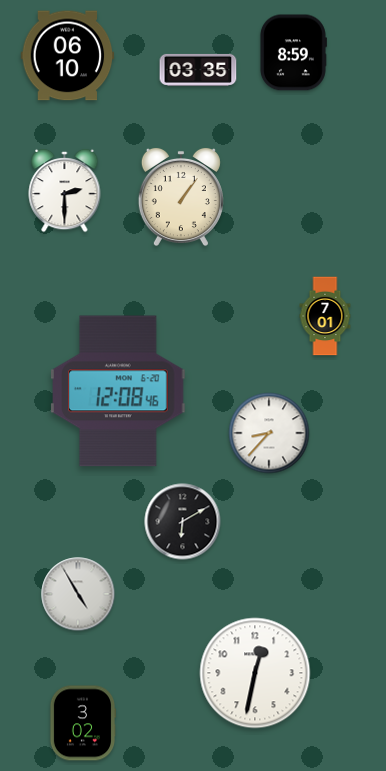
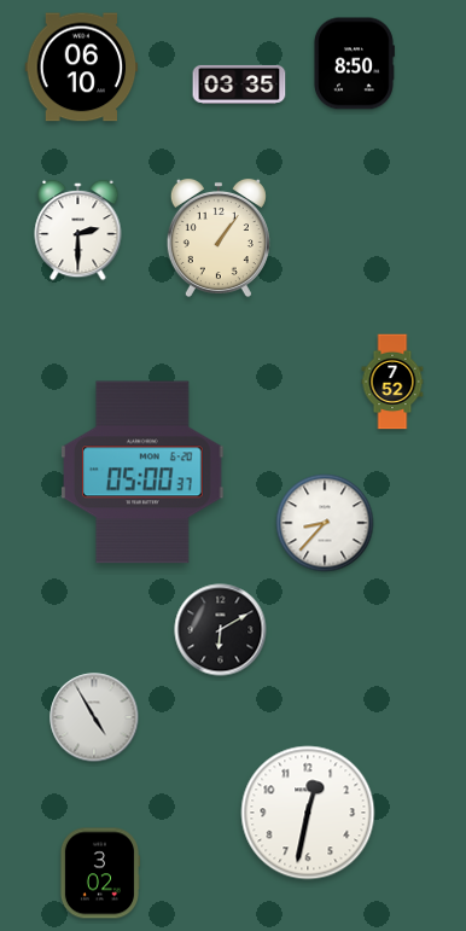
clock at (293, 53): 8:59 -> 8:50
clock at (325, 316): 7:01 -> 7:52
clock at (119, 391): 12:08 -> 05:00
